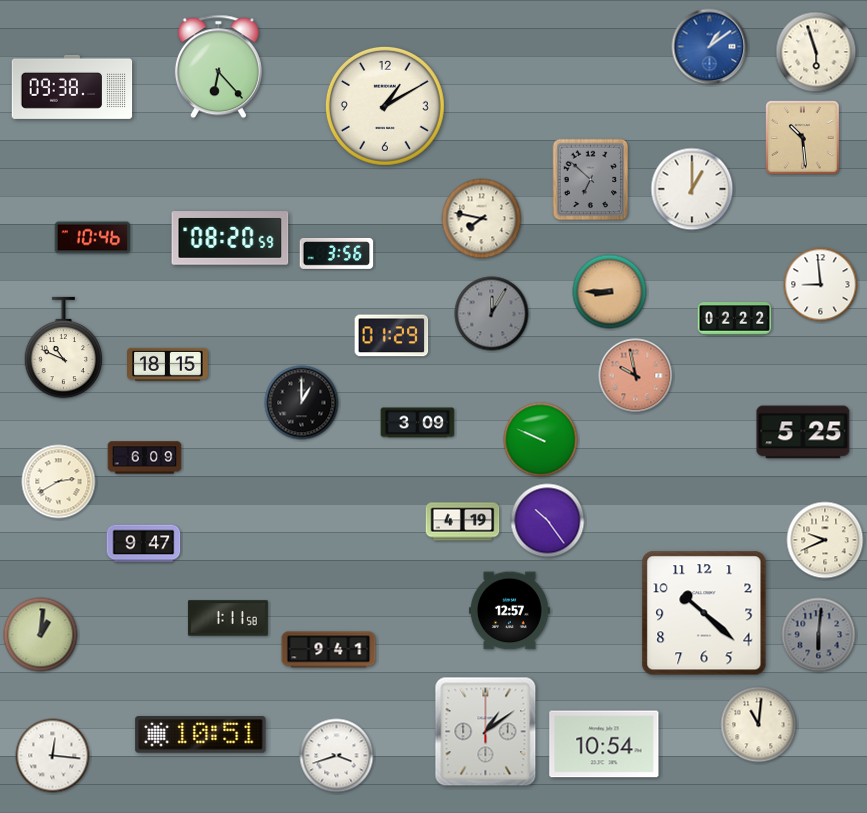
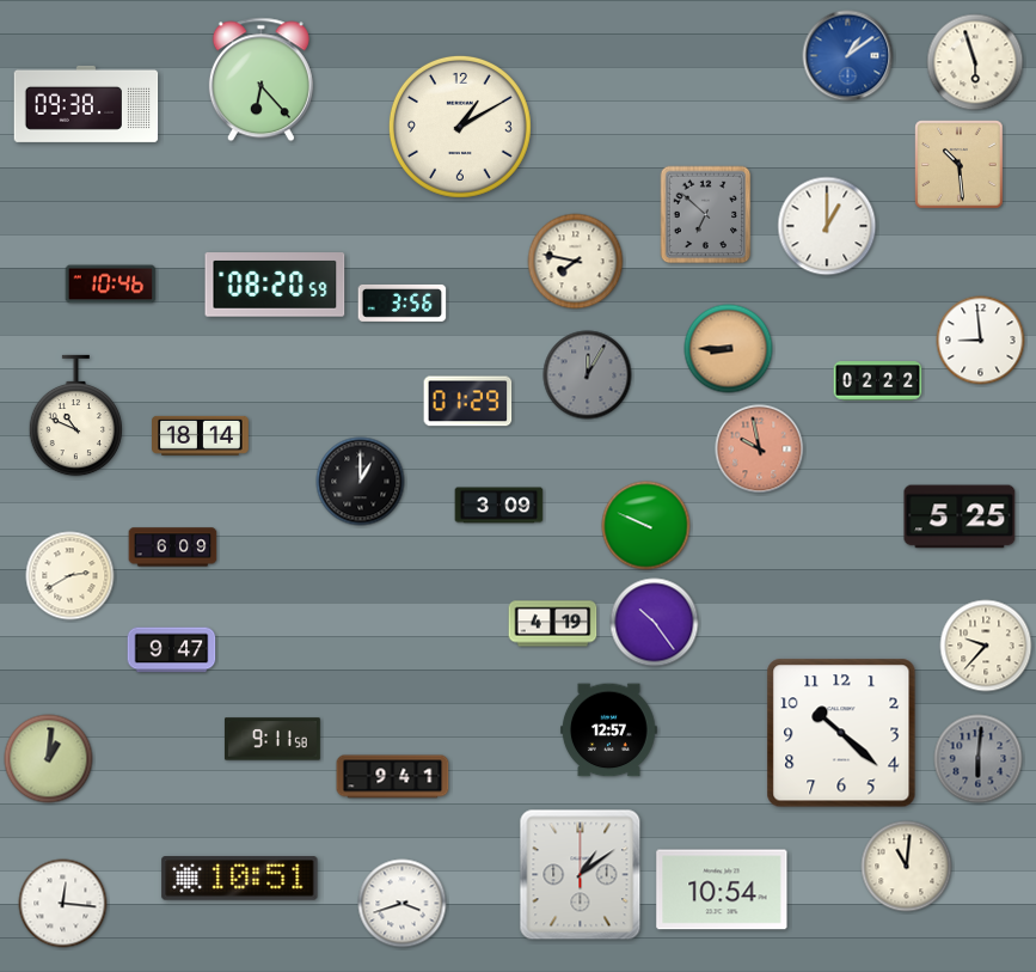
clock at (168, 364): 18:15 -> 18:14
clock at (825, 540): 9:41 -> 9:37
clock at (228, 618): 1:11 -> 9:11
